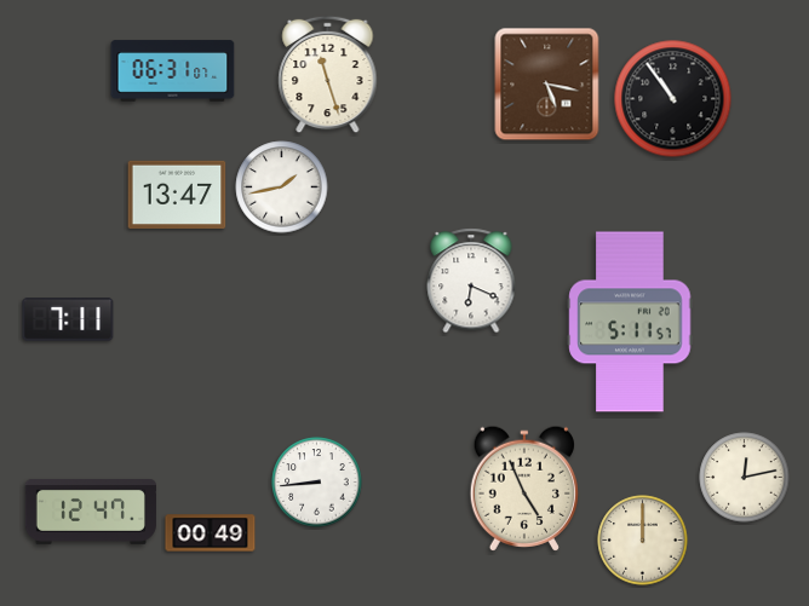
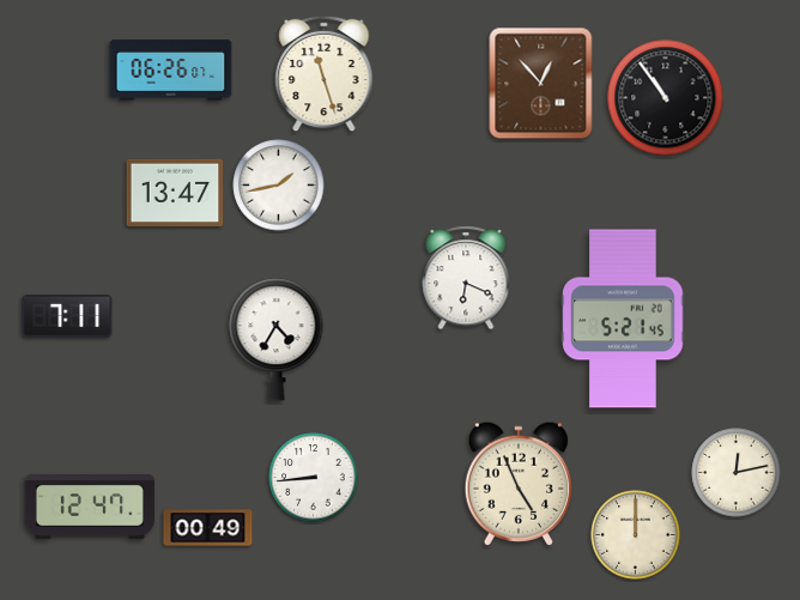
clock at (173, 71): 06:31 -> 06:26
clock at (547, 85): 5:17 -> 12:53
clock at (630, 322): 5:11 -> 5:21
clock at (277, 340): none -> 4:35
